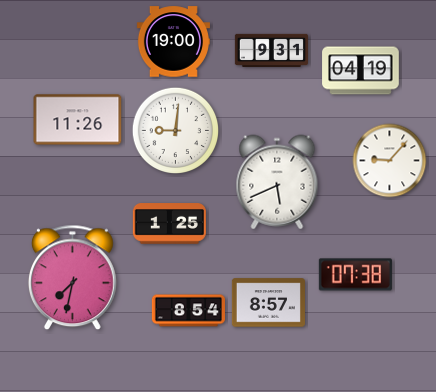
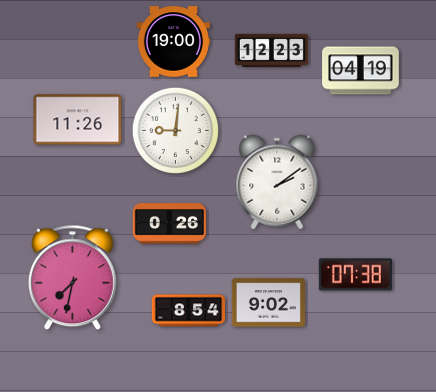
clock at (271, 50): 9:31 -> 12:23
clock at (390, 161): 9:07 -> none
clock at (277, 182): 5:41 -> 2:09
clock at (169, 224): 1:25 -> 0:26
clock at (268, 303): 8:57 -> 9:02
